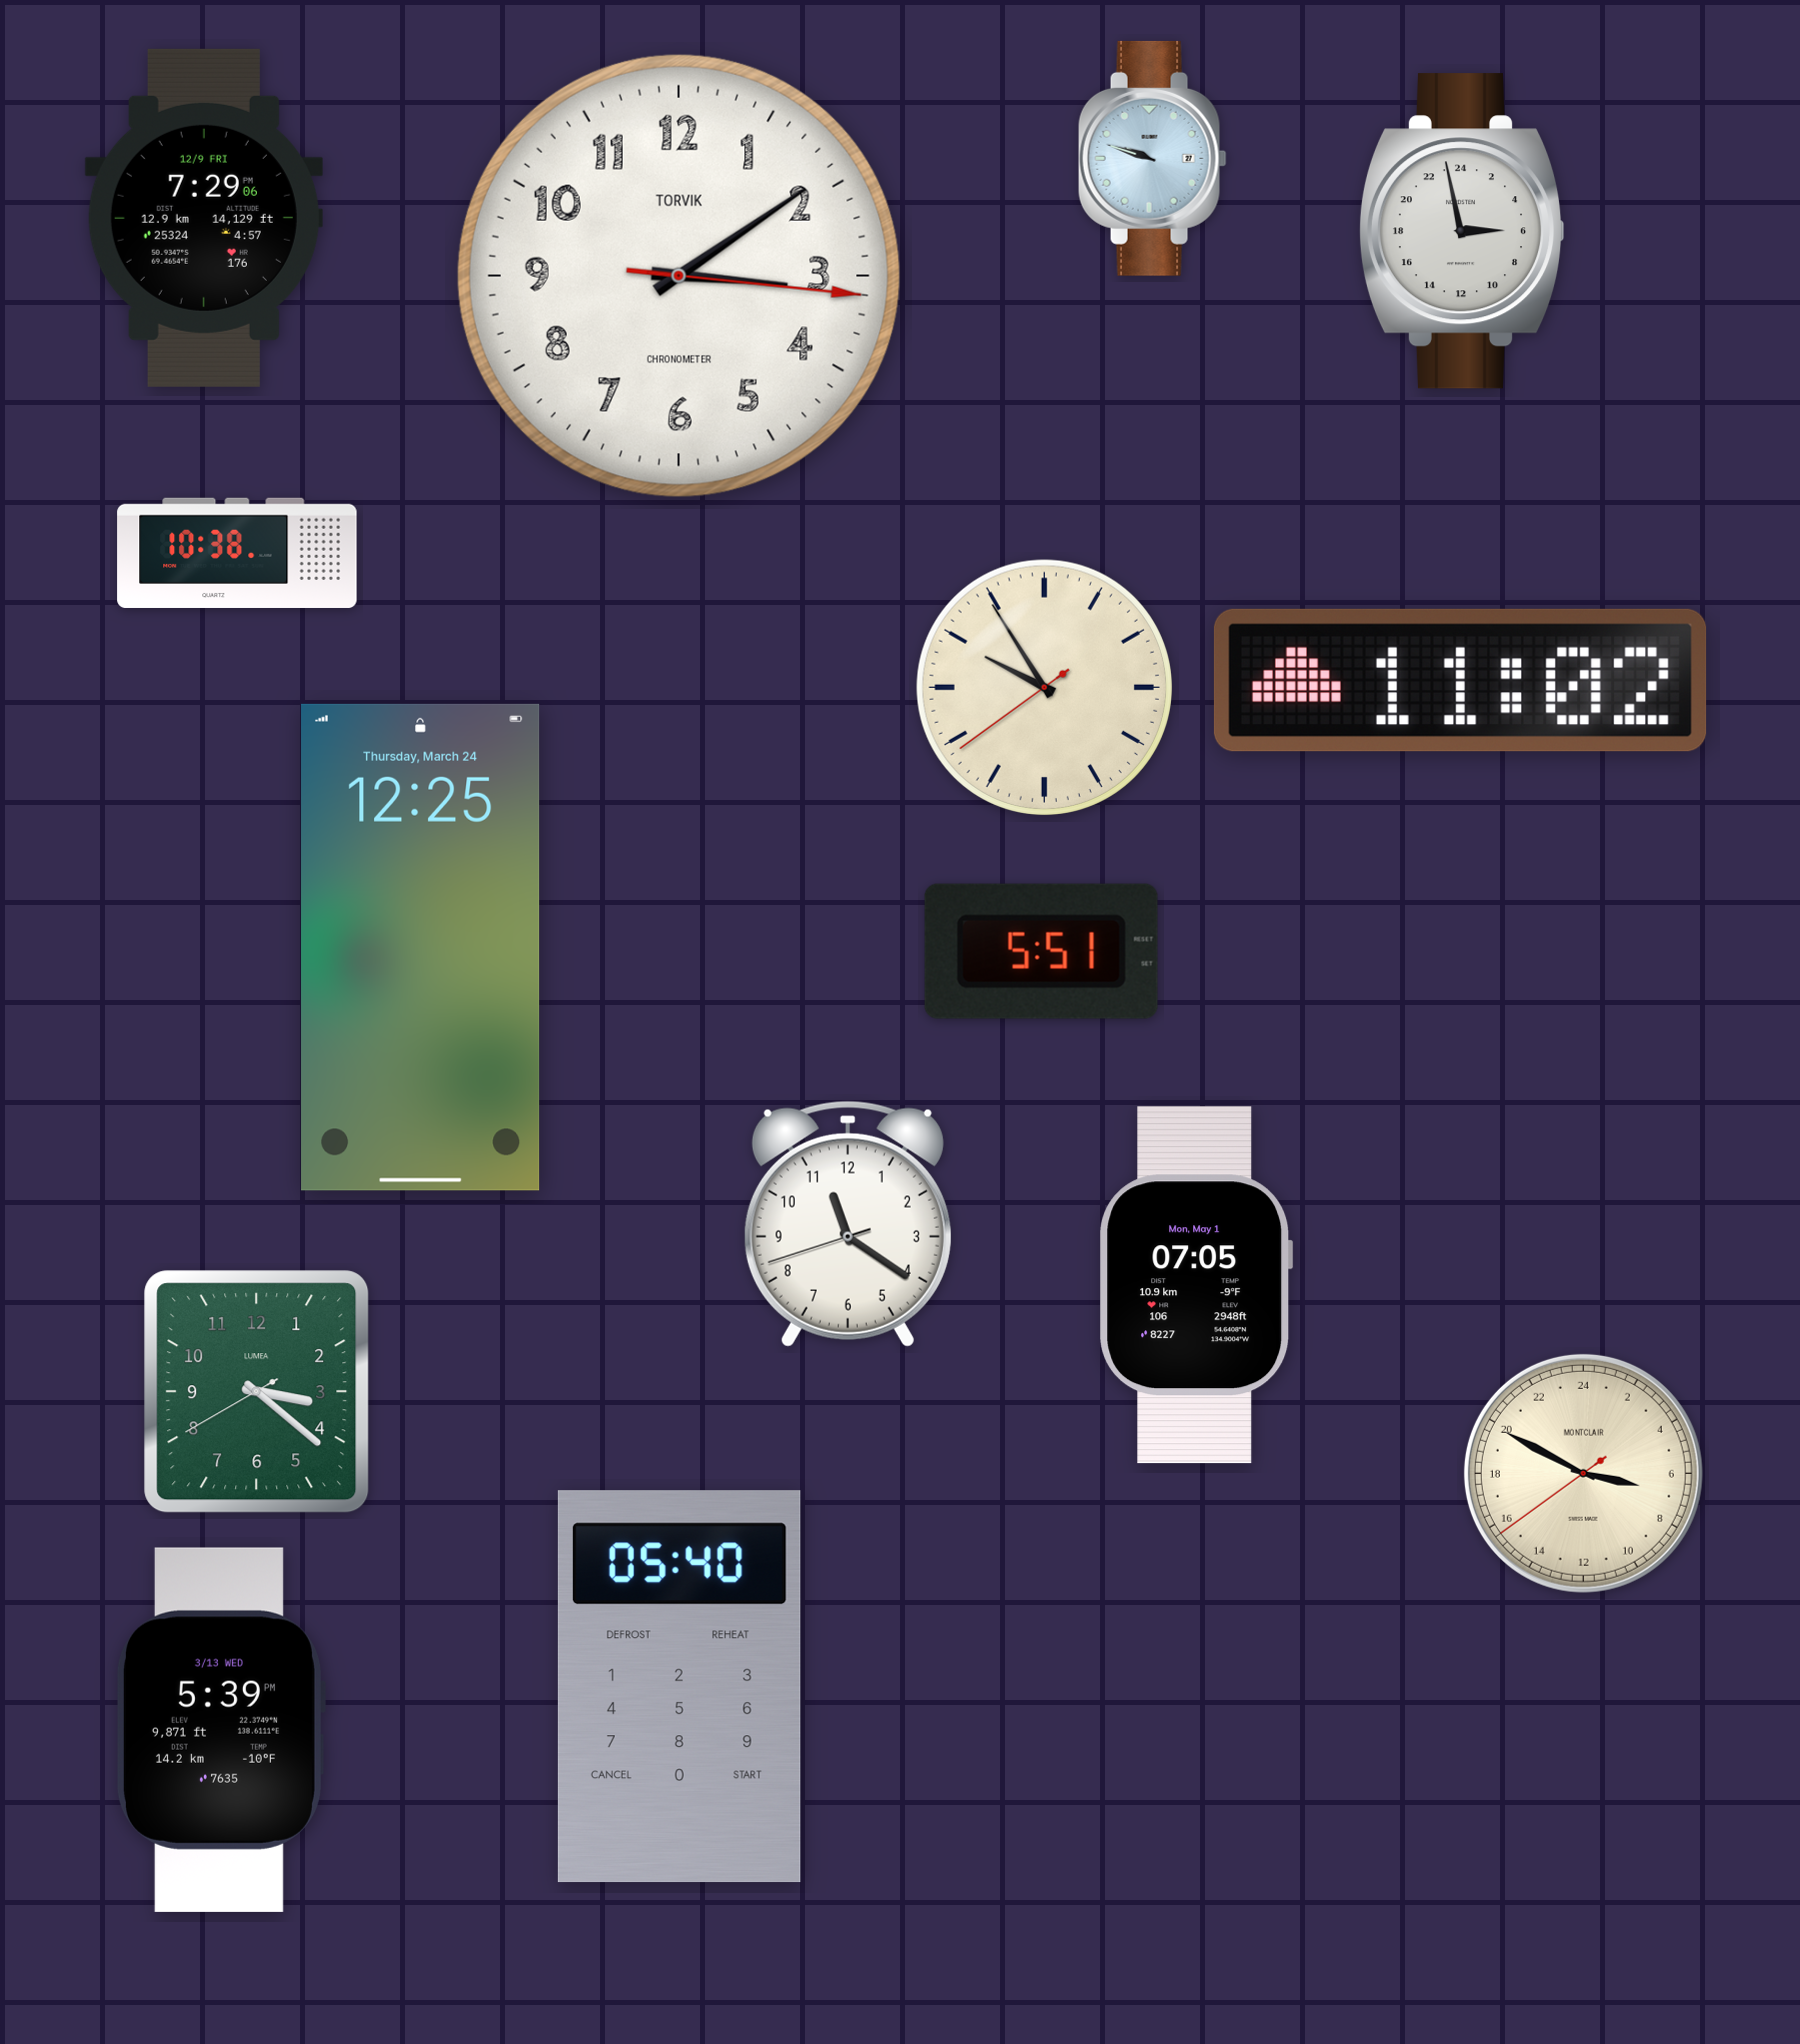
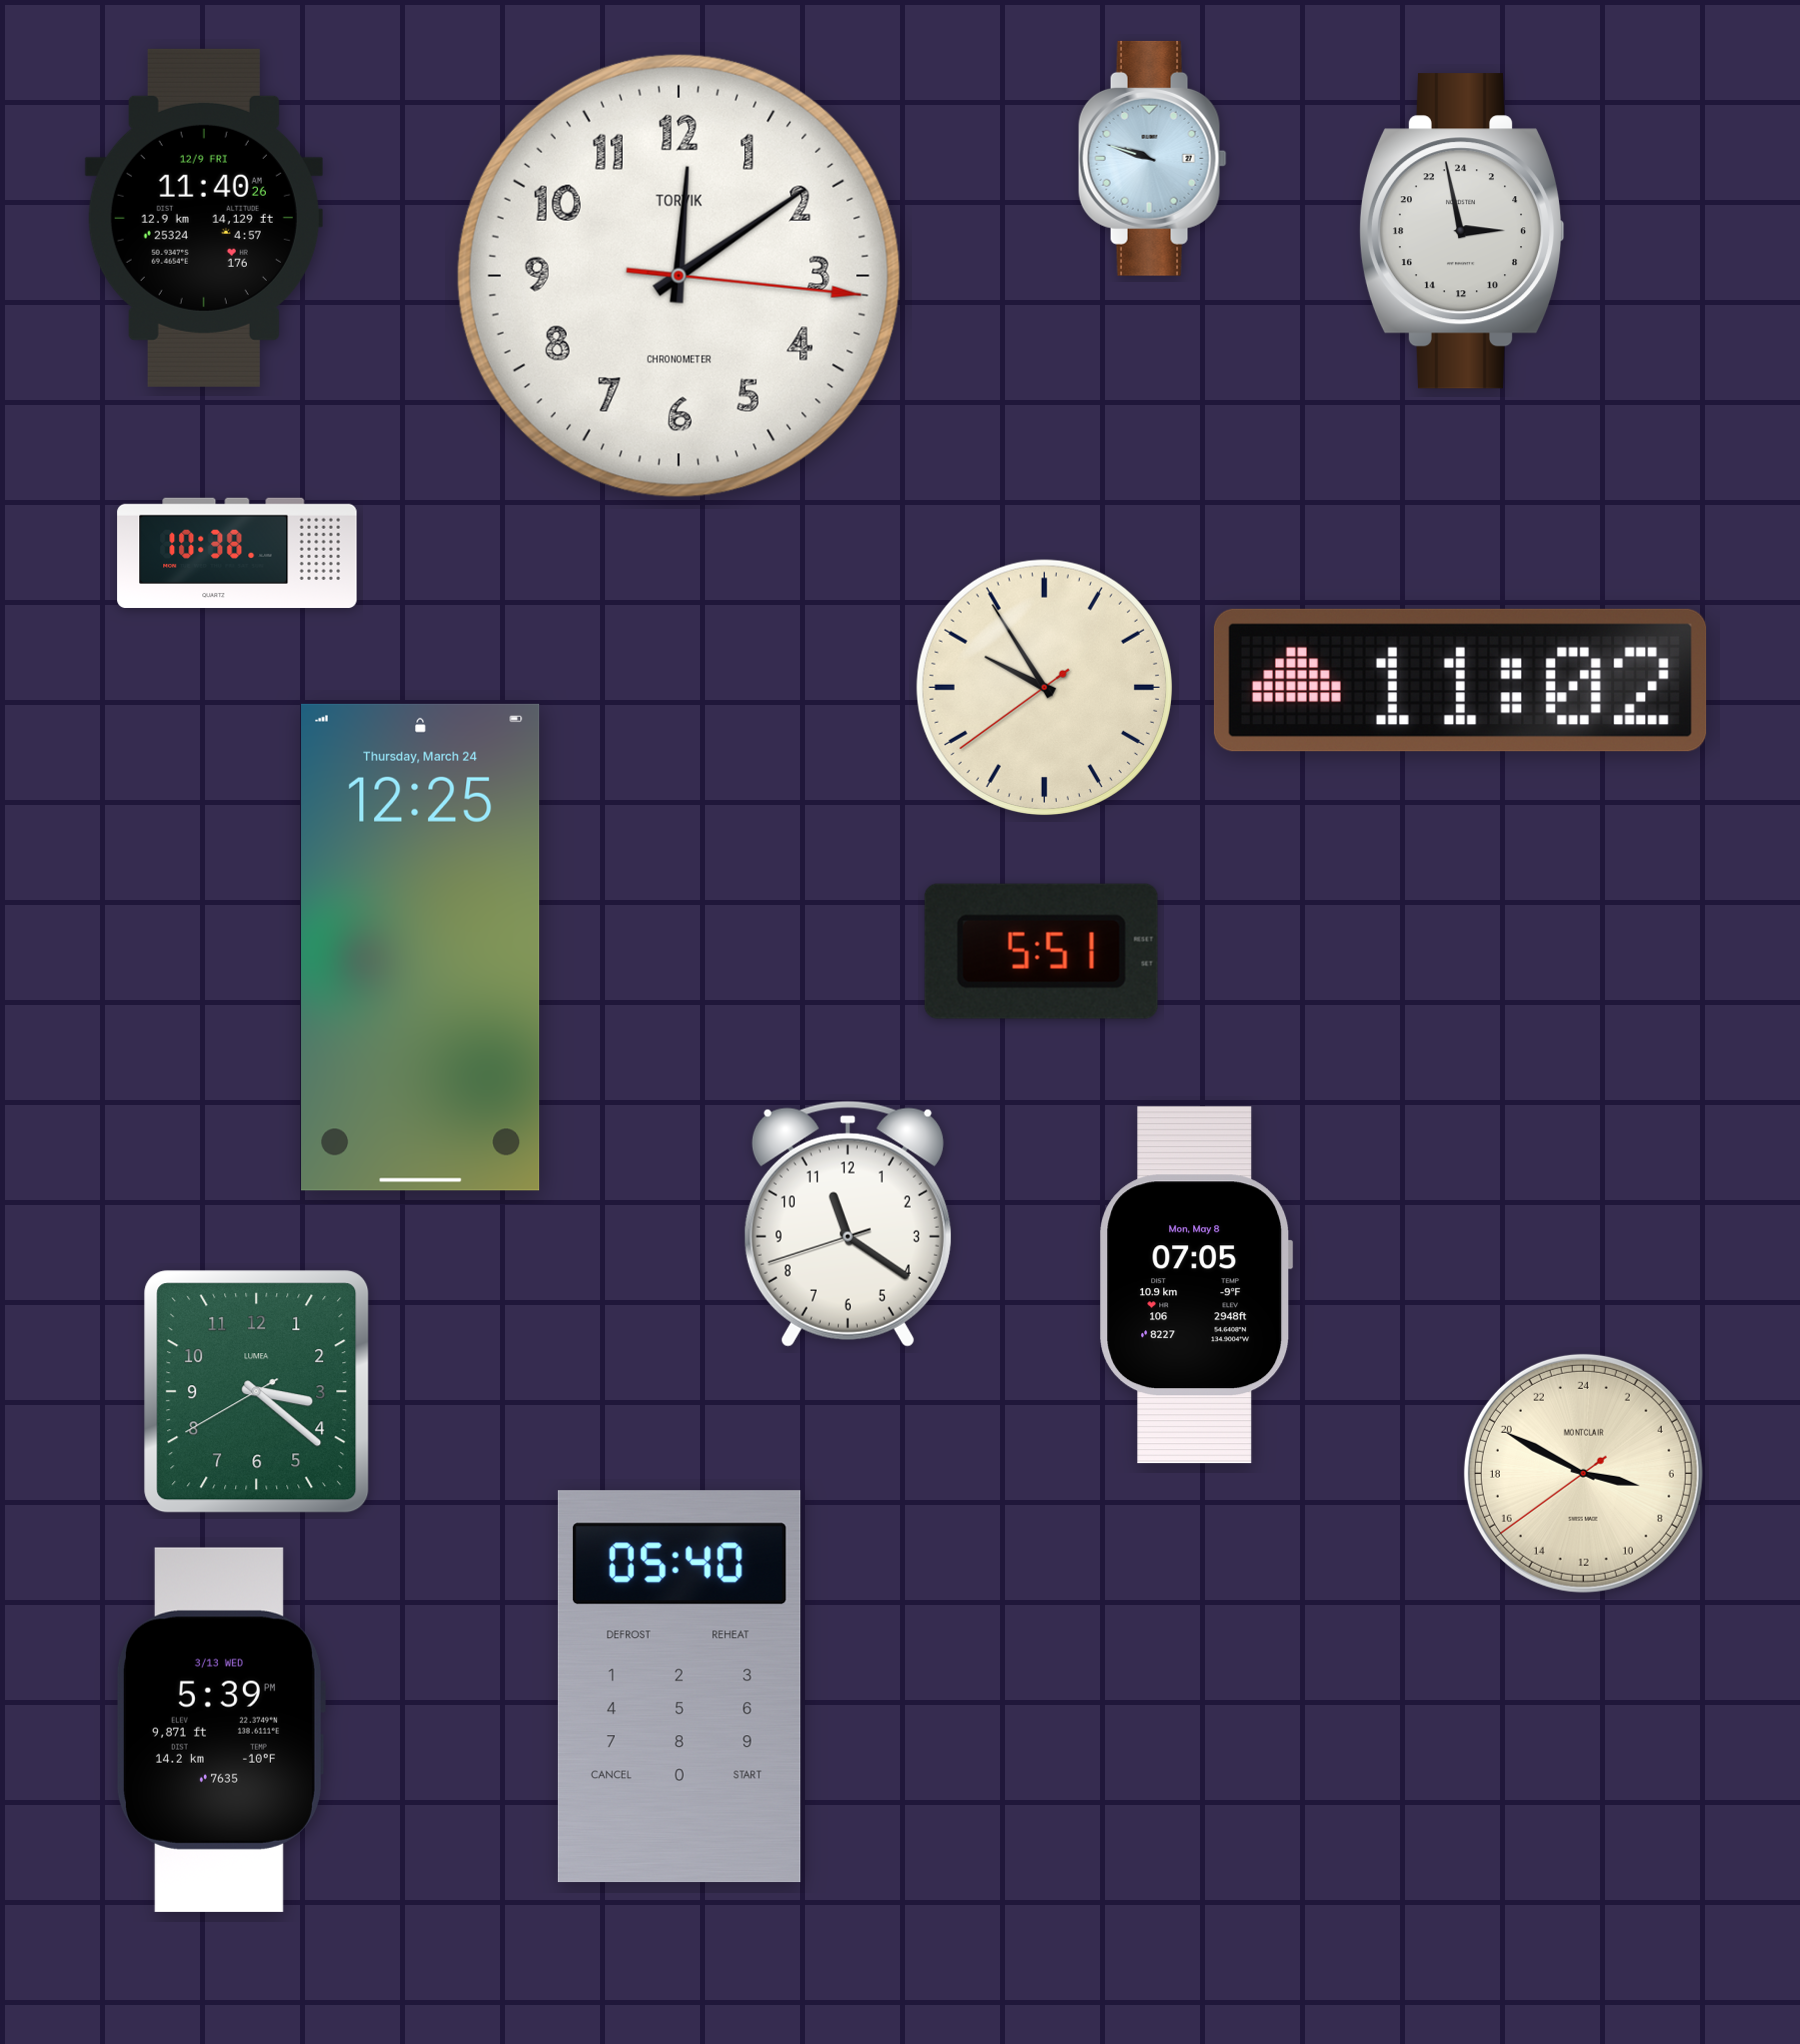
clock at (204, 218): 7:29 -> 11:40
clock at (679, 276): 3:09 -> 12:09
clock at (1196, 1285) date: Mon, May 1 -> Mon, May 8
